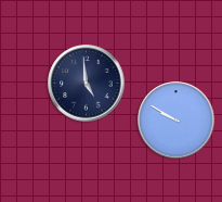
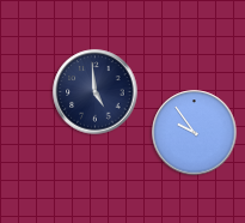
clock at (177, 121): 9:50 -> 9:54
